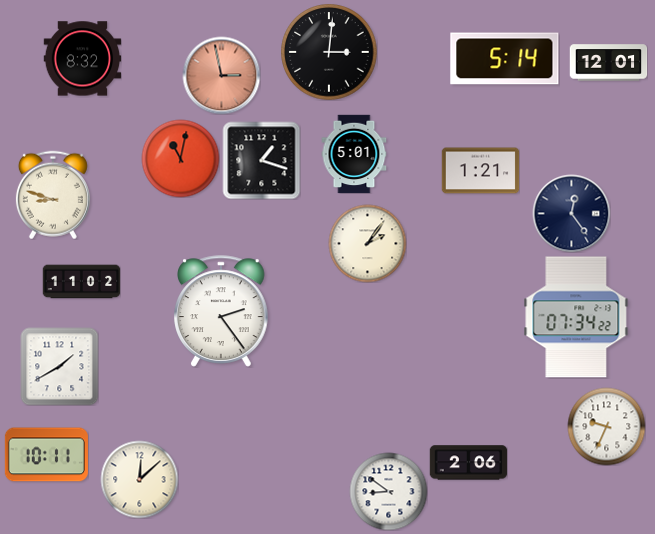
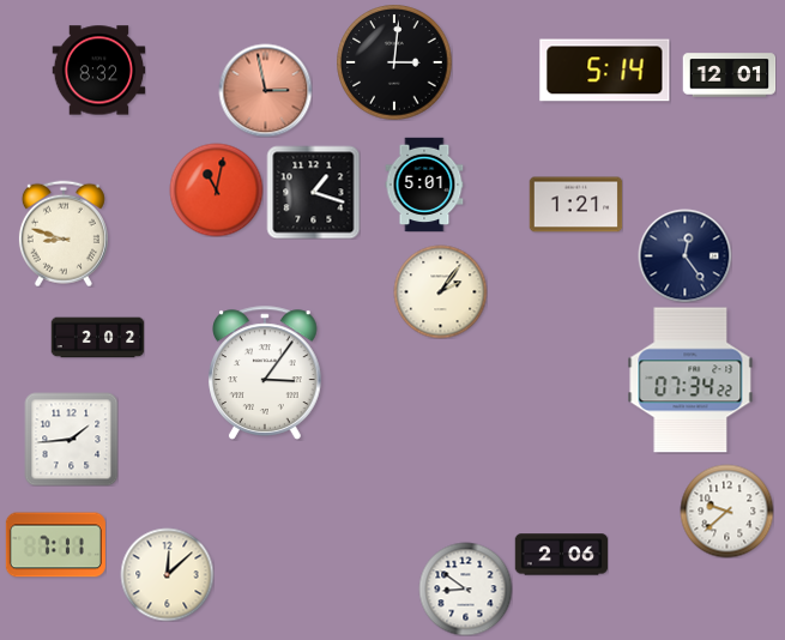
clock at (81, 282): 11:02 -> 2:02
clock at (221, 311): 2:24 -> 3:06
clock at (59, 366): 1:40 -> 1:44
clock at (606, 426): 9:34 -> 9:38
clock at (46, 455): 10:11 -> 7:11
